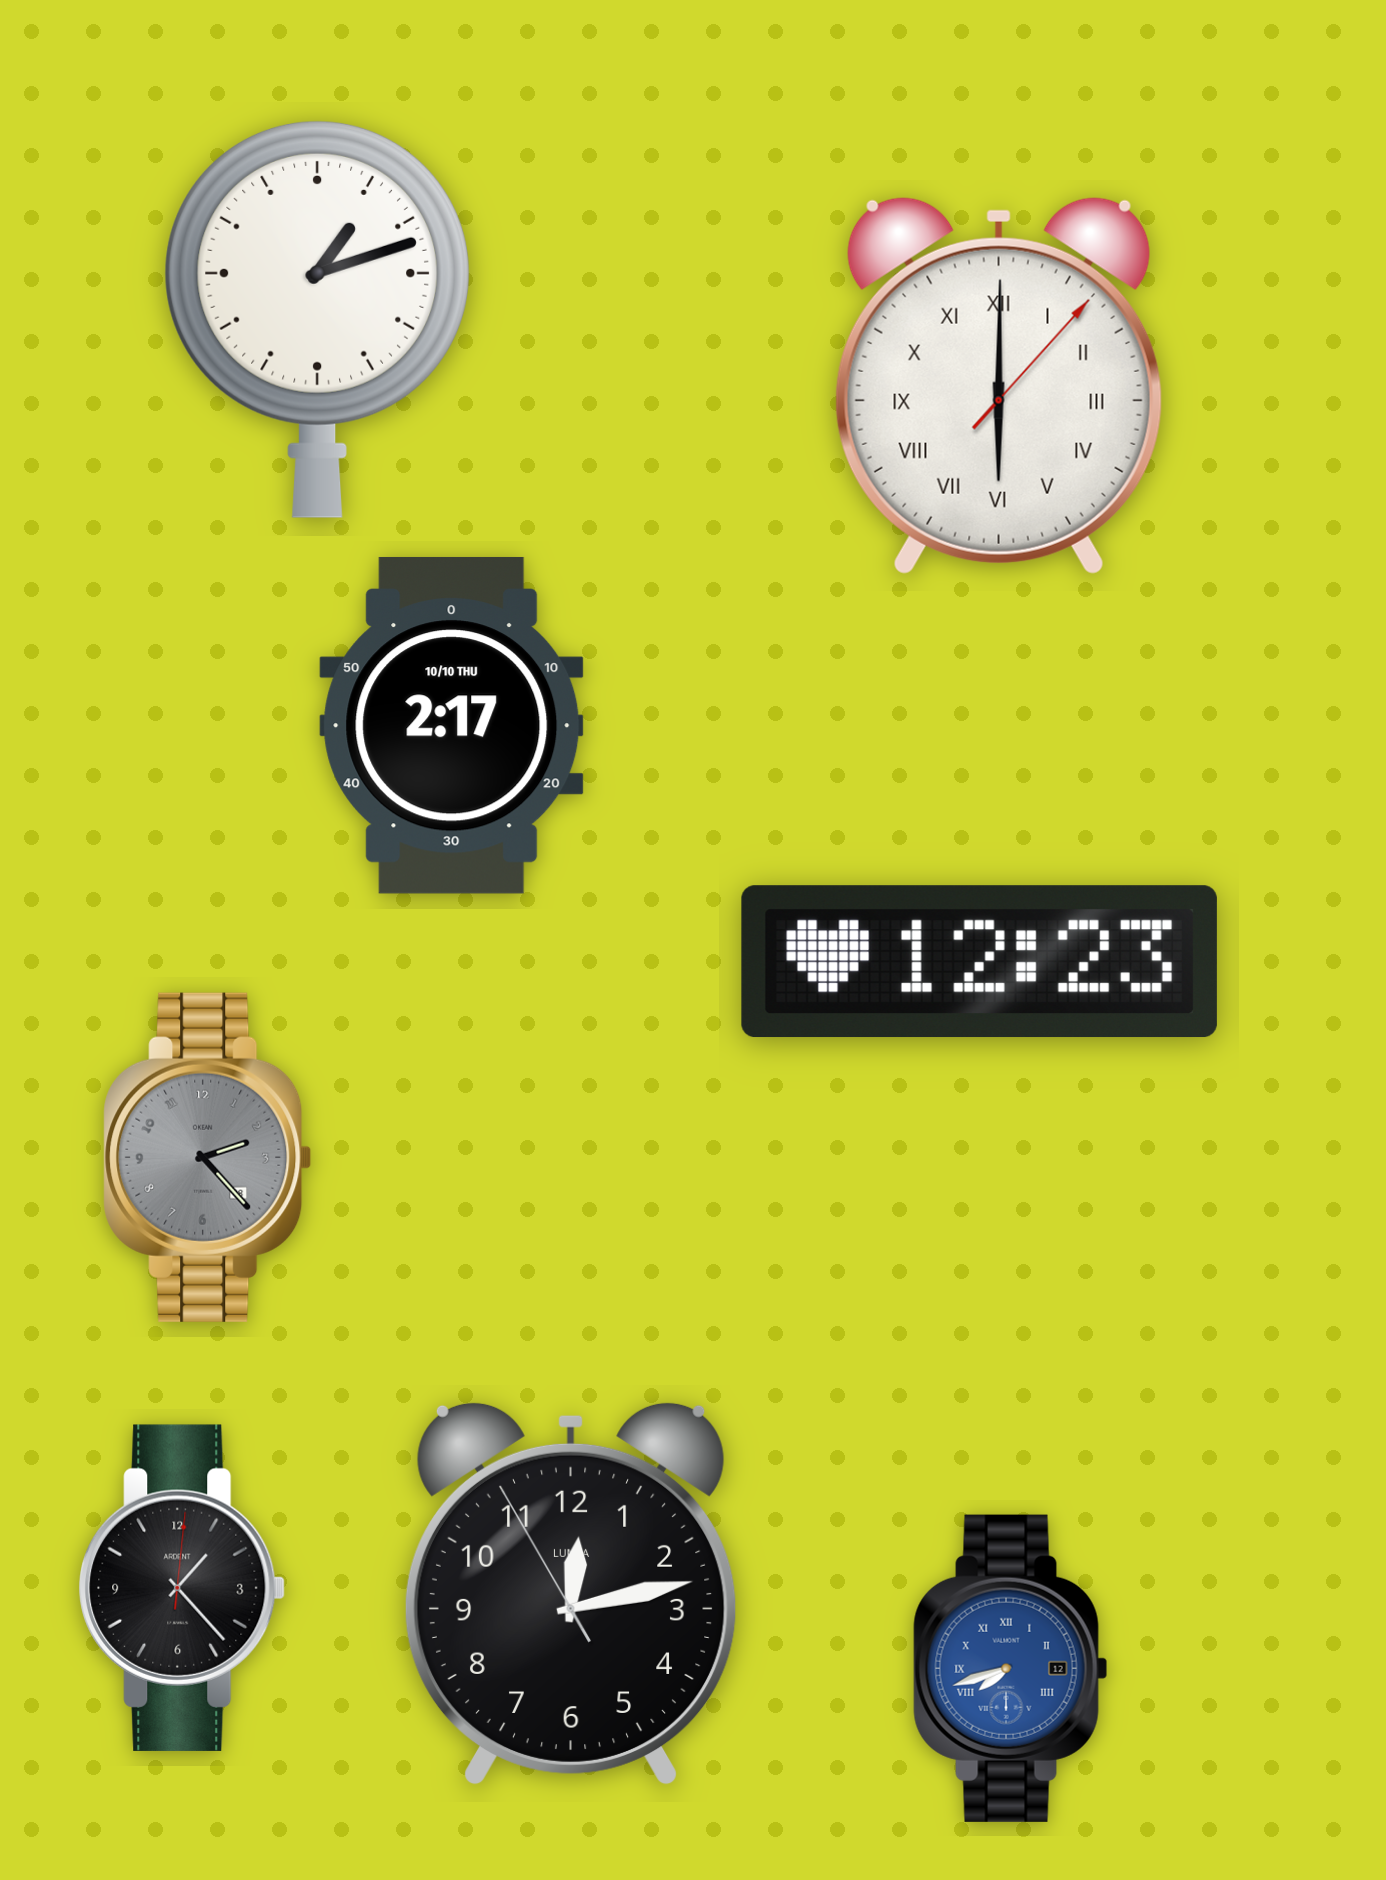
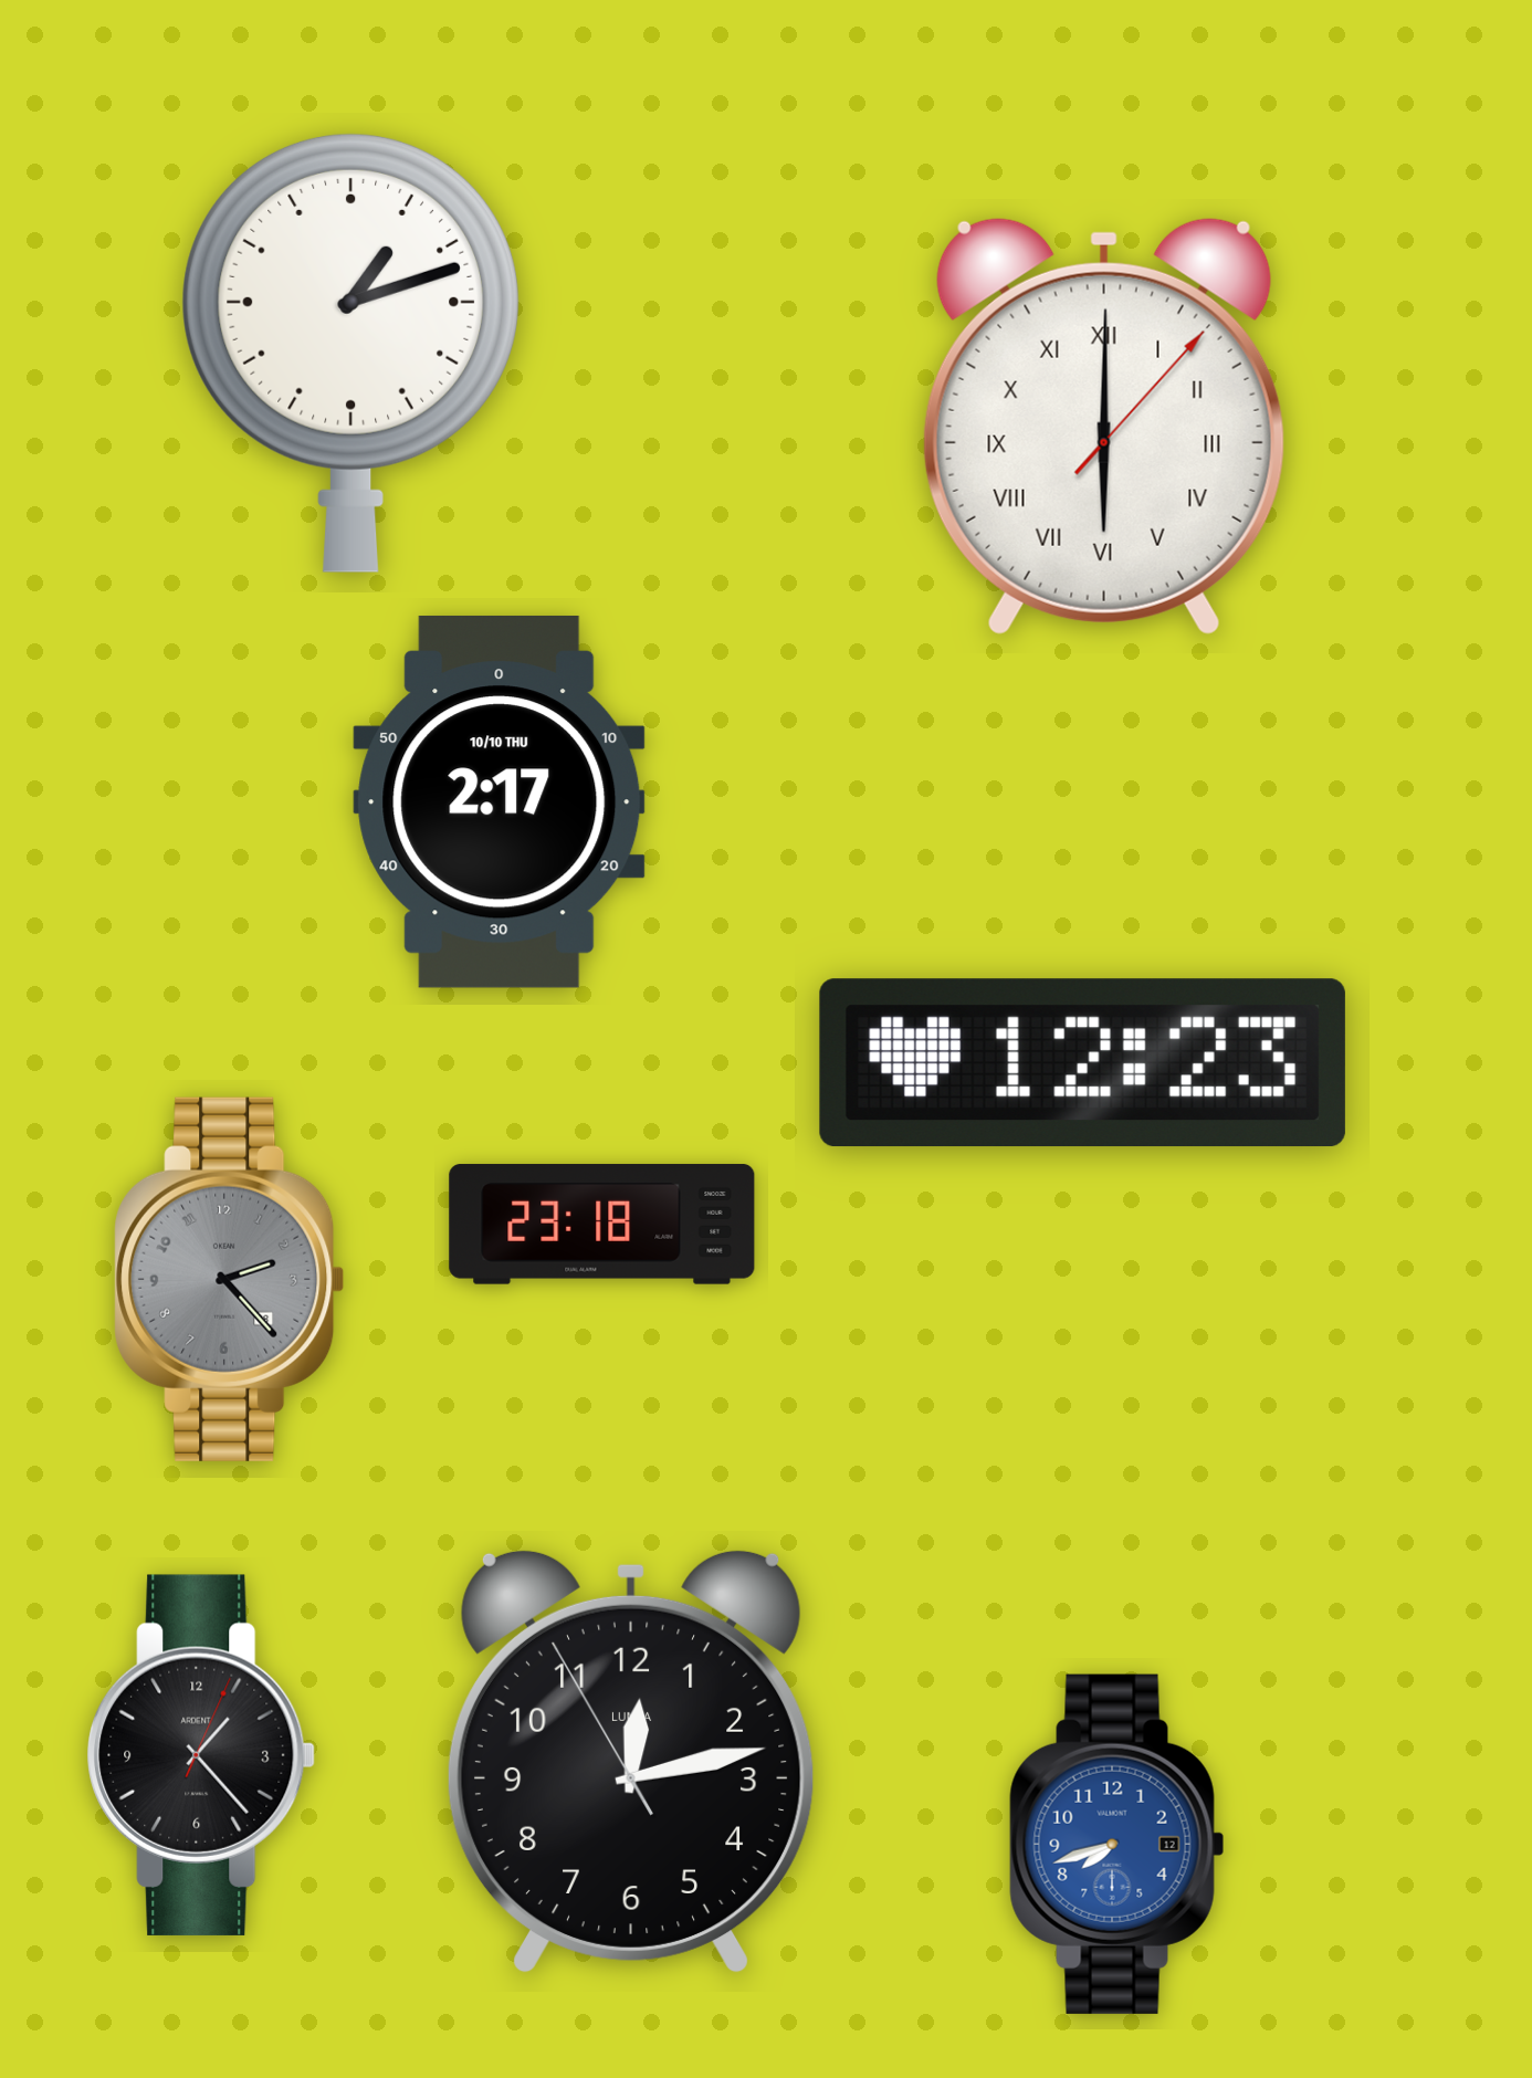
clock at (602, 1225): none -> 23:18
clock at (182, 1588): 1:23:01 -> 1:23:04
clock at (1011, 1668) numerals: Roman -> Arabic
